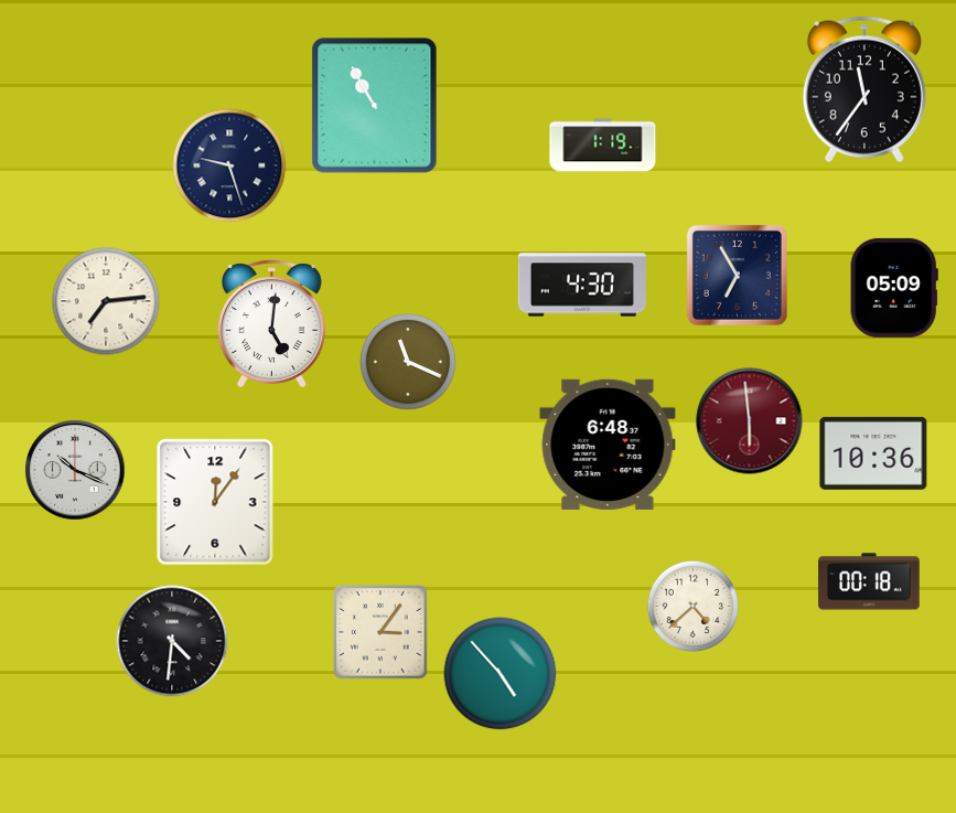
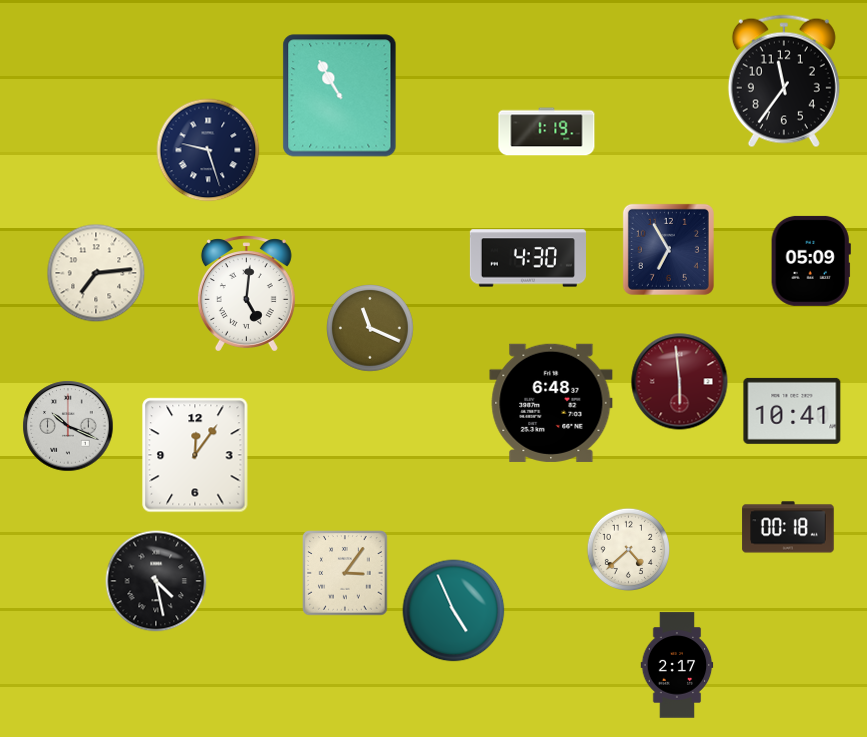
clock at (873, 453): 10:36 -> 10:41
clock at (172, 641): 4:31 -> 4:28
clock at (501, 674): 4:53 -> 4:56
clock at (677, 665): none -> 2:17
